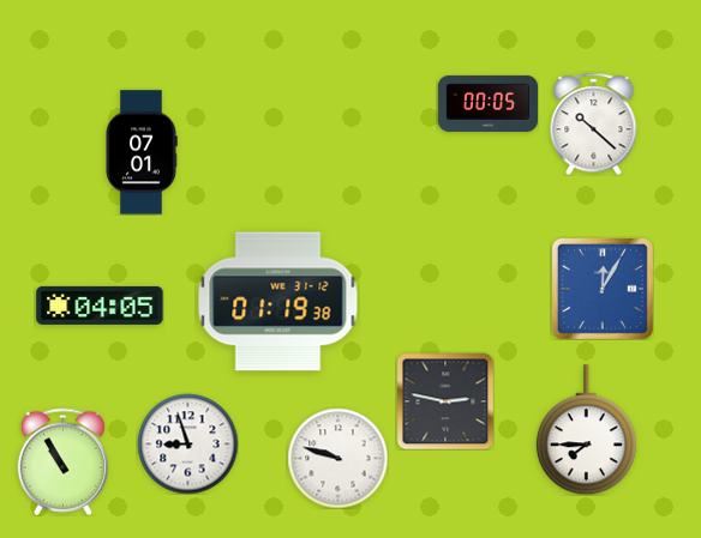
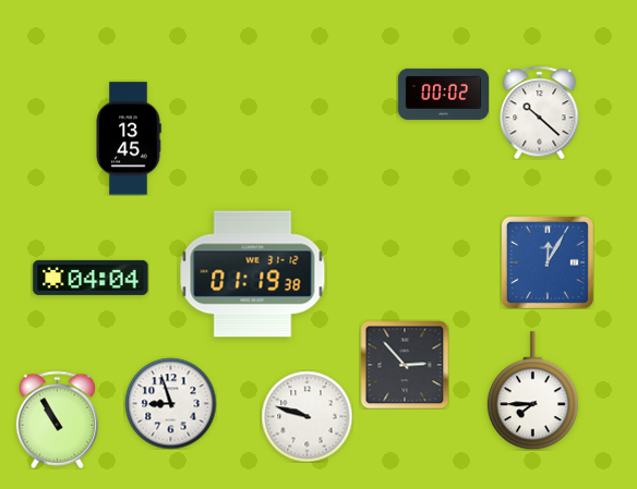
clock at (487, 103): 00:05 -> 00:02
clock at (142, 152): 07:01 -> 13:45
clock at (100, 306): 04:05 -> 04:04
clock at (445, 401): 2:47 -> 2:53
